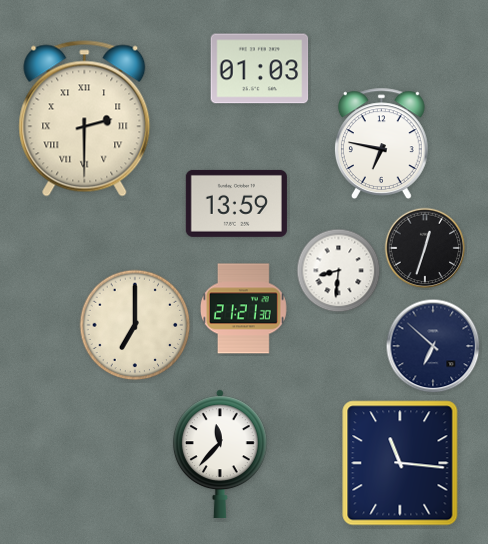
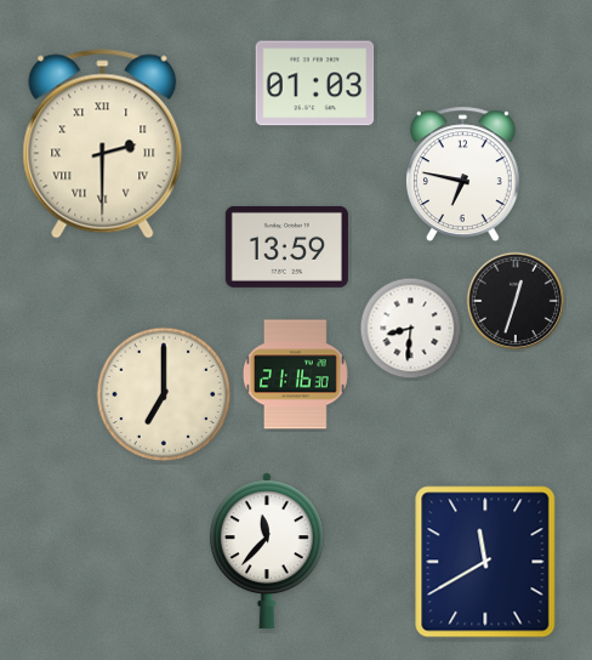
clock at (243, 309): 21:21 -> 21:16
clock at (433, 346): 6:52 -> none
clock at (400, 463): 11:16 -> 11:40
